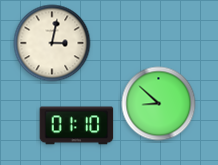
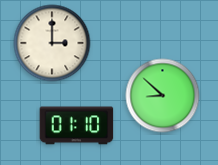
clock at (52, 43): 3:02 -> 3:00
clock at (159, 104) position: (159, 104) -> (163, 96)
